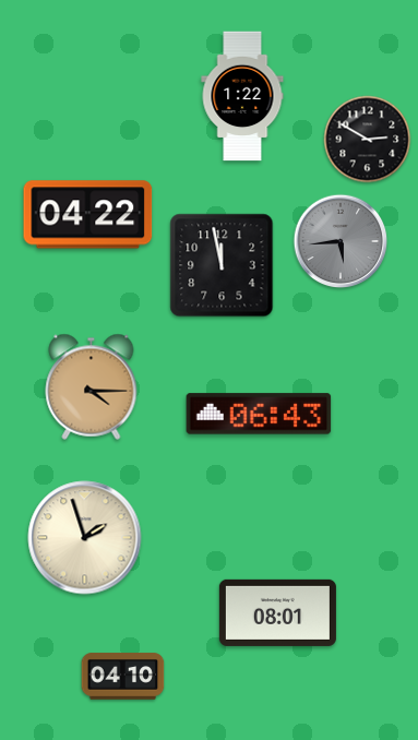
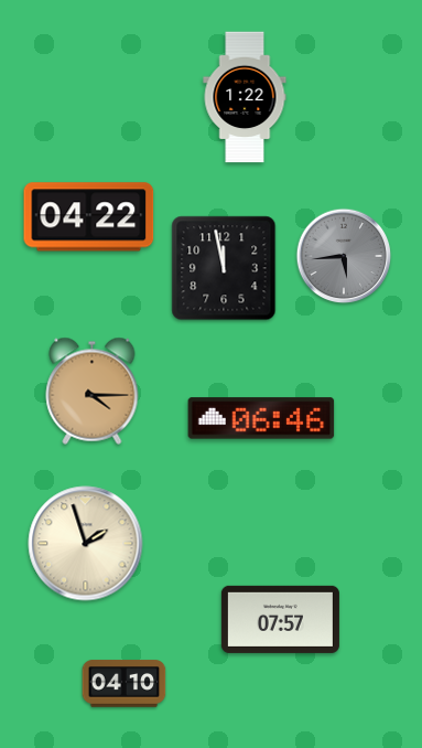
clock at (368, 140): 2:50 -> none
clock at (341, 241) position: (341, 241) -> (344, 256)
clock at (259, 414): 06:43 -> 06:46
clock at (277, 612): 08:01 -> 07:57
